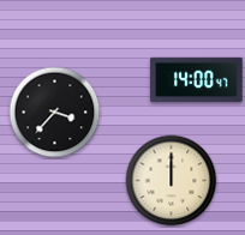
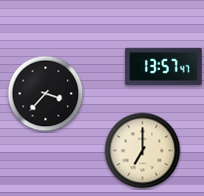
clock at (197, 80): 14:00 -> 13:57
clock at (172, 181): 12:00 -> 7:00
